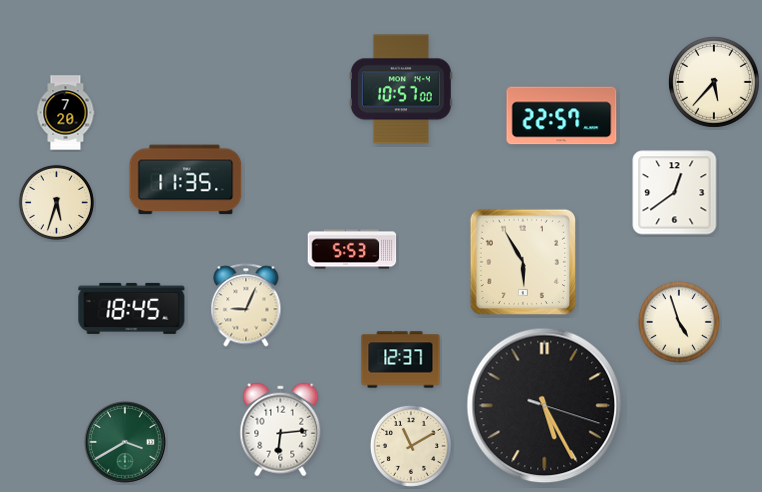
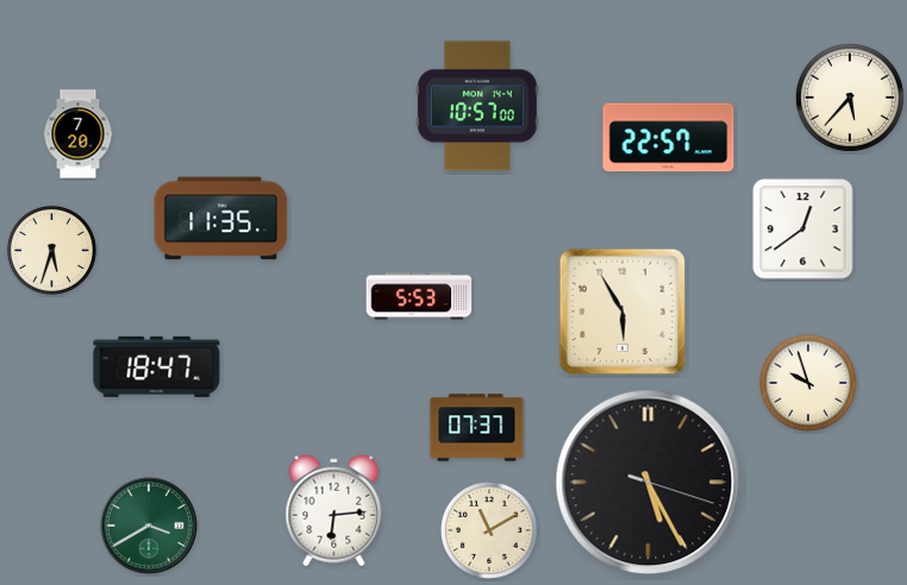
clock at (186, 180) position: (186, 180) -> (221, 219)
clock at (56, 202) position: (56, 202) -> (51, 250)
clock at (246, 305): 9:04 -> none
clock at (132, 308): 18:45 -> 18:47
clock at (679, 322): 4:57 -> 9:57
clock at (401, 360): 12:37 -> 07:37
